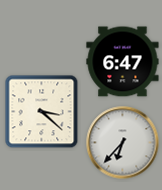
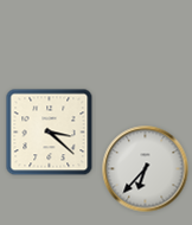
clock at (123, 62): 6:47 -> none
